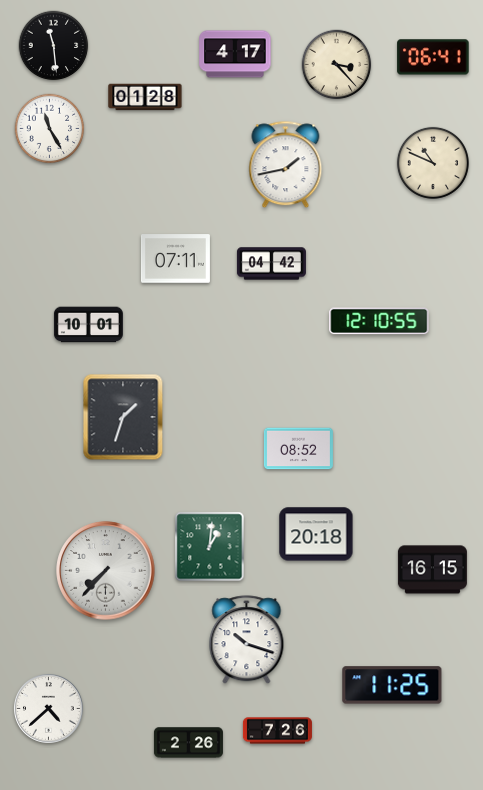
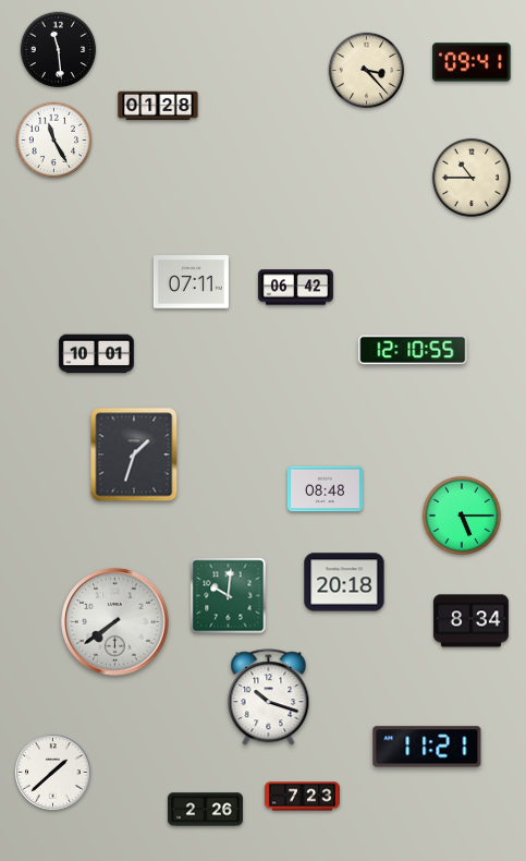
clock at (235, 54): 4:17 -> none
clock at (433, 57): 06:41 -> 09:41
clock at (433, 163): 10:49 -> 10:45
clock at (286, 165): 1:43 -> none
clock at (271, 264): 04:42 -> 06:42
clock at (298, 449): 08:52 -> 08:48
clock at (462, 516): none -> 5:15
clock at (210, 547): 1:01 -> 10:01
clock at (432, 570): 16:15 -> 8:34
clock at (106, 571): 7:37 -> 7:39
clock at (392, 685): 11:25 -> 11:21
clock at (49, 709): 4:38 -> 1:38
clock at (277, 731): 7:26 -> 7:23
